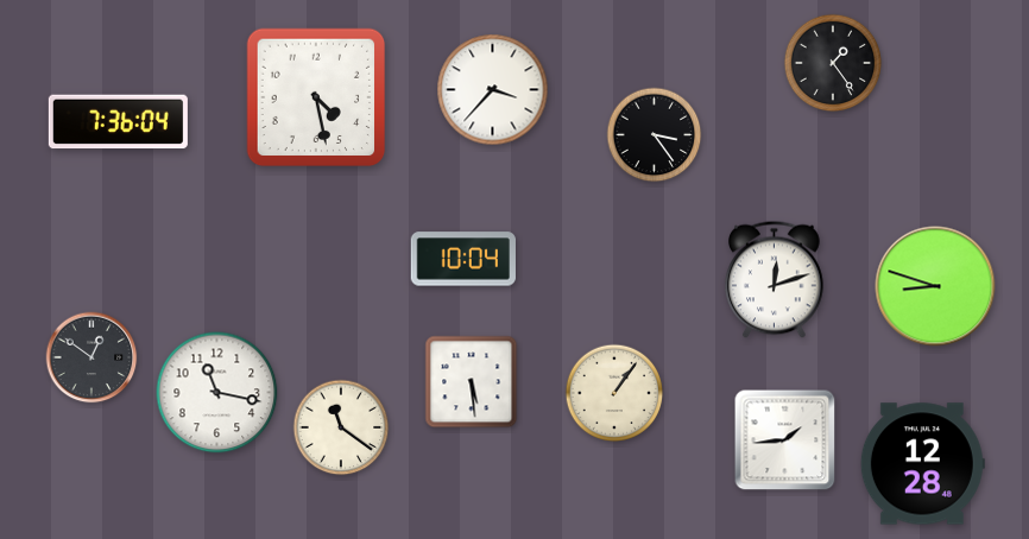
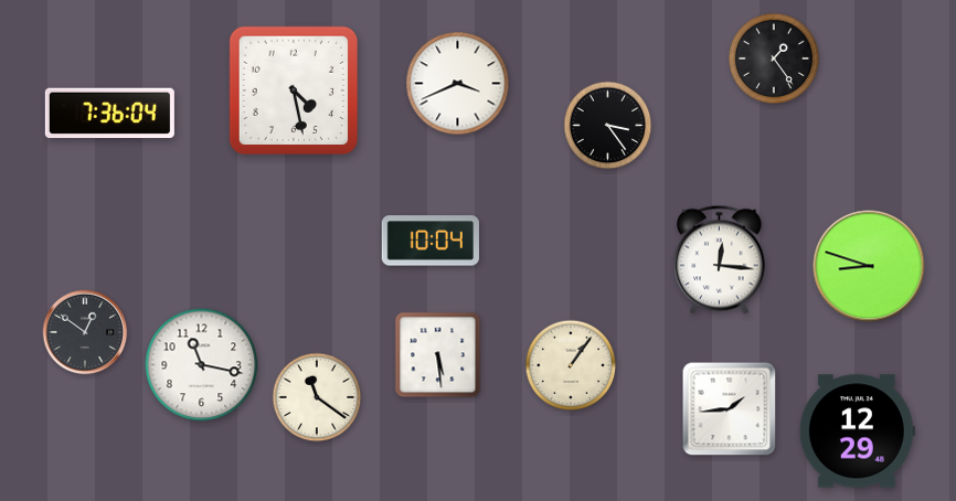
clock at (493, 90): 3:37 -> 3:41
clock at (775, 280): 12:12 -> 12:16
clock at (922, 464): 12:28 -> 12:29
